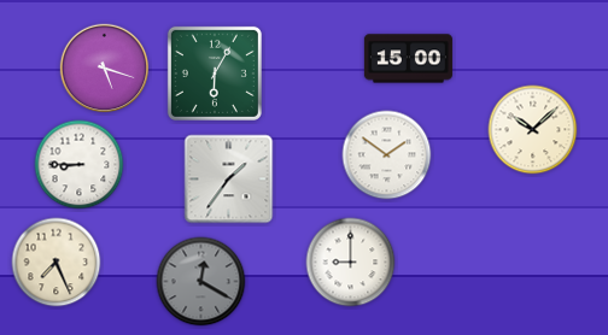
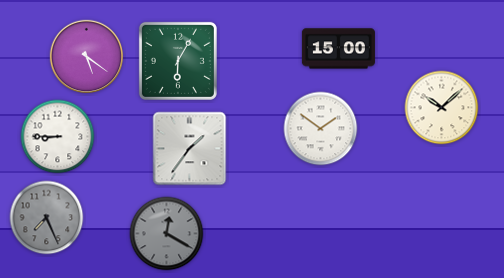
clock at (105, 69): 5:18 -> 5:21
clock at (80, 165) position: (80, 165) -> (58, 137)
clock at (57, 263) dial: cream -> grey
clock at (351, 263): 9:00 -> none
